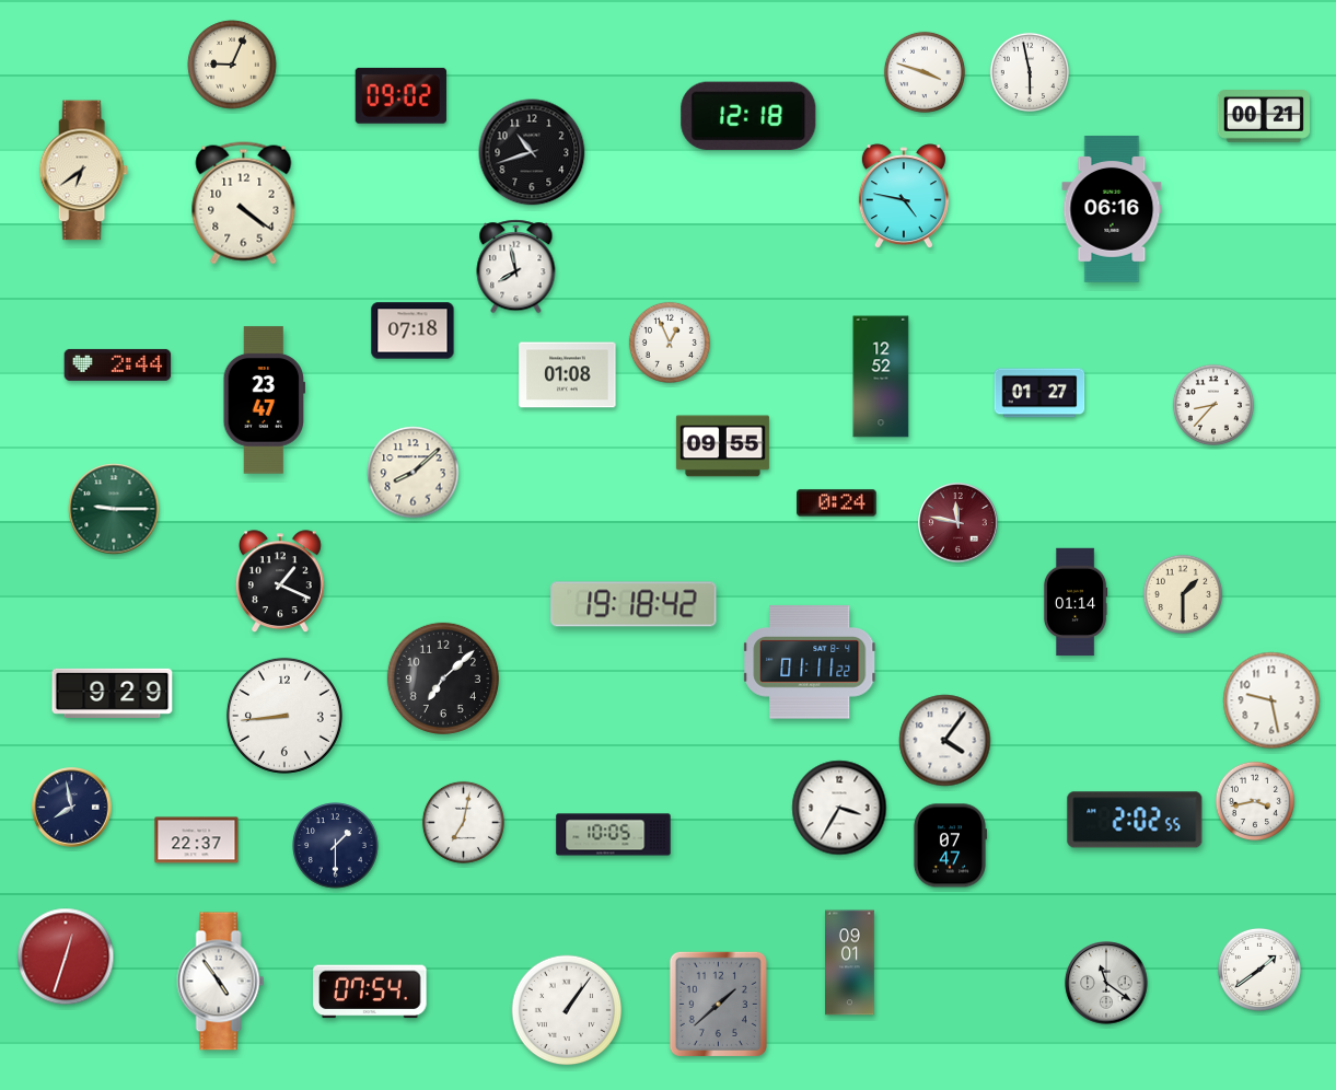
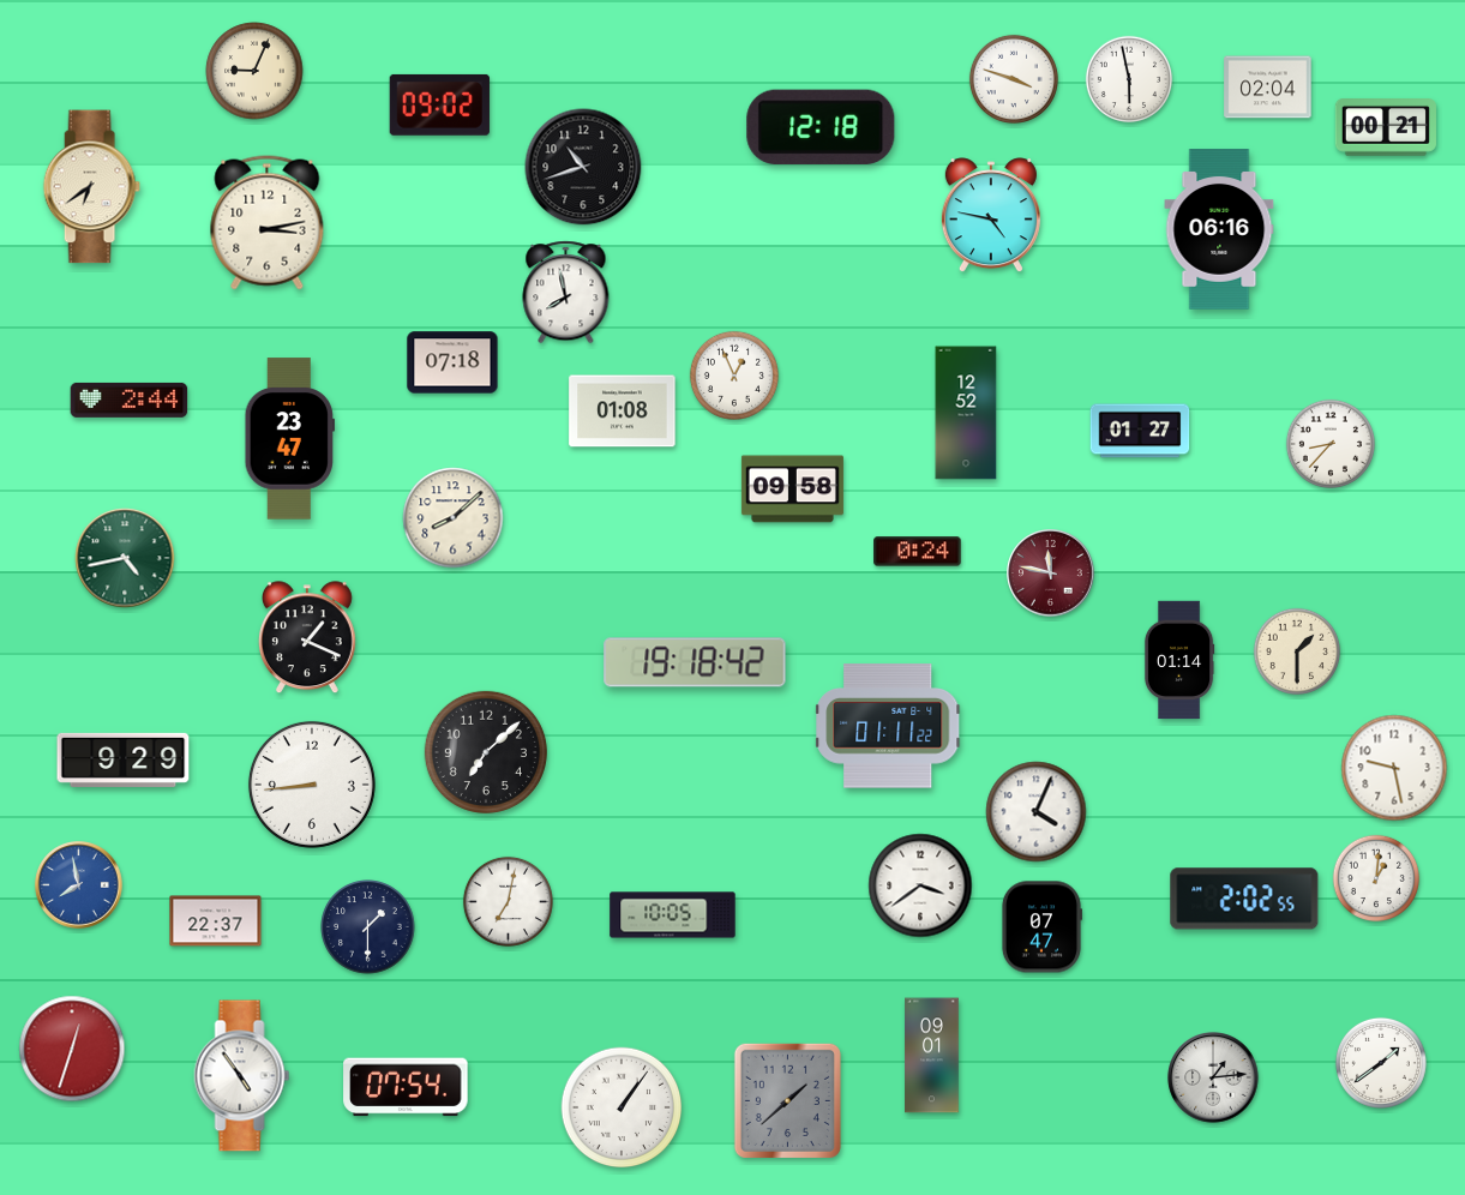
clock at (1268, 88): none -> 02:04
clock at (244, 204): 4:21 -> 3:13
clock at (722, 447): 09:55 -> 09:58
clock at (114, 509): 9:15 -> 4:43
clock at (443, 679) position: (443, 679) -> (486, 752)
clock at (945, 741): 4:06 -> 4:04
clock at (1255, 801): 3:43 -> 1:01
clock at (72, 808) dial: navy -> blue
clock at (839, 808): 3:35 -> 3:39
clock at (1106, 983): 11:21 -> 1:14
